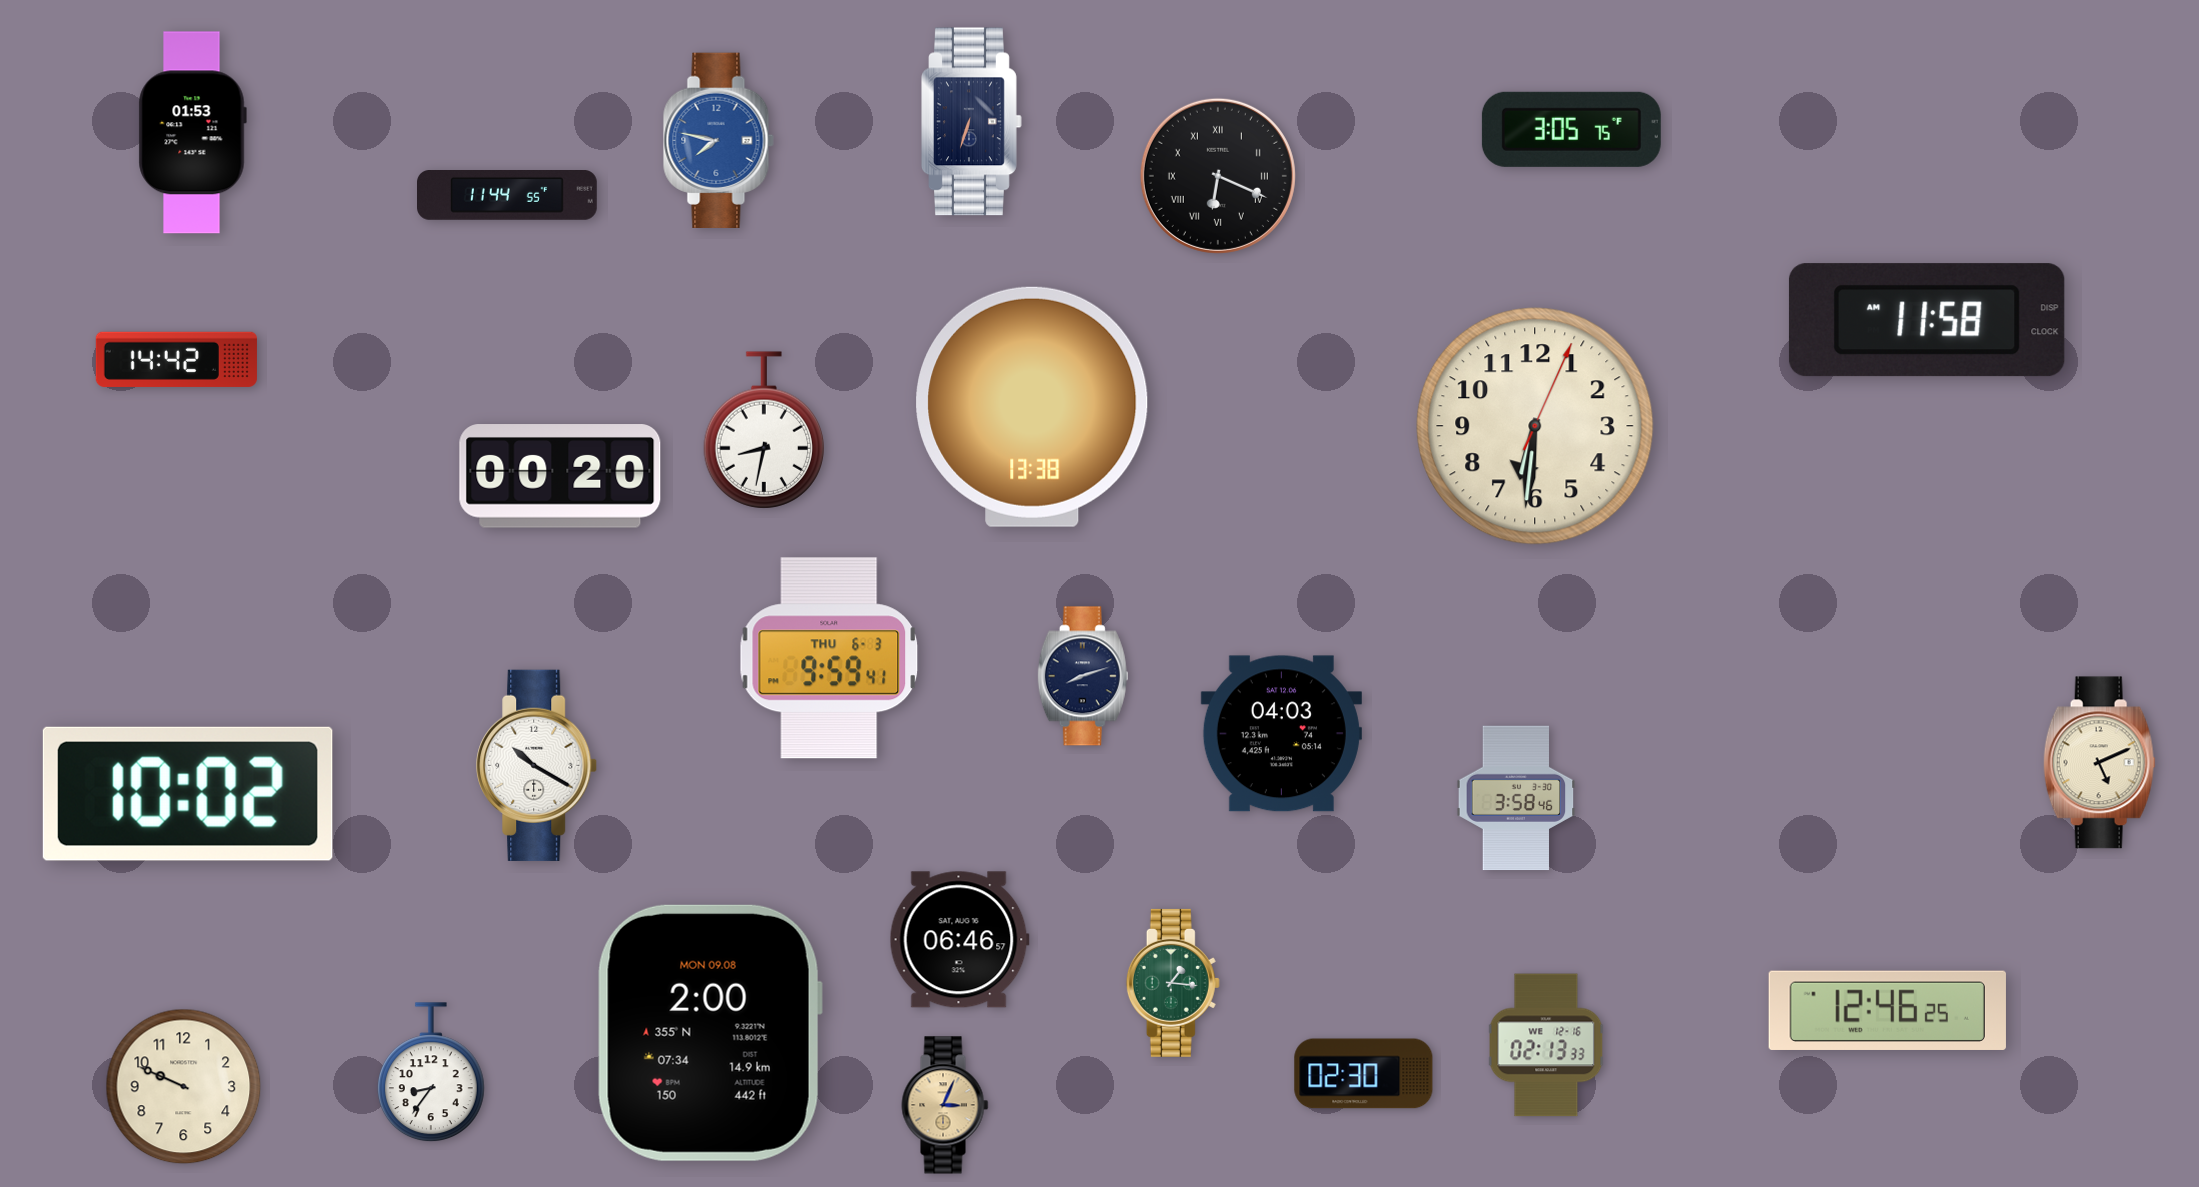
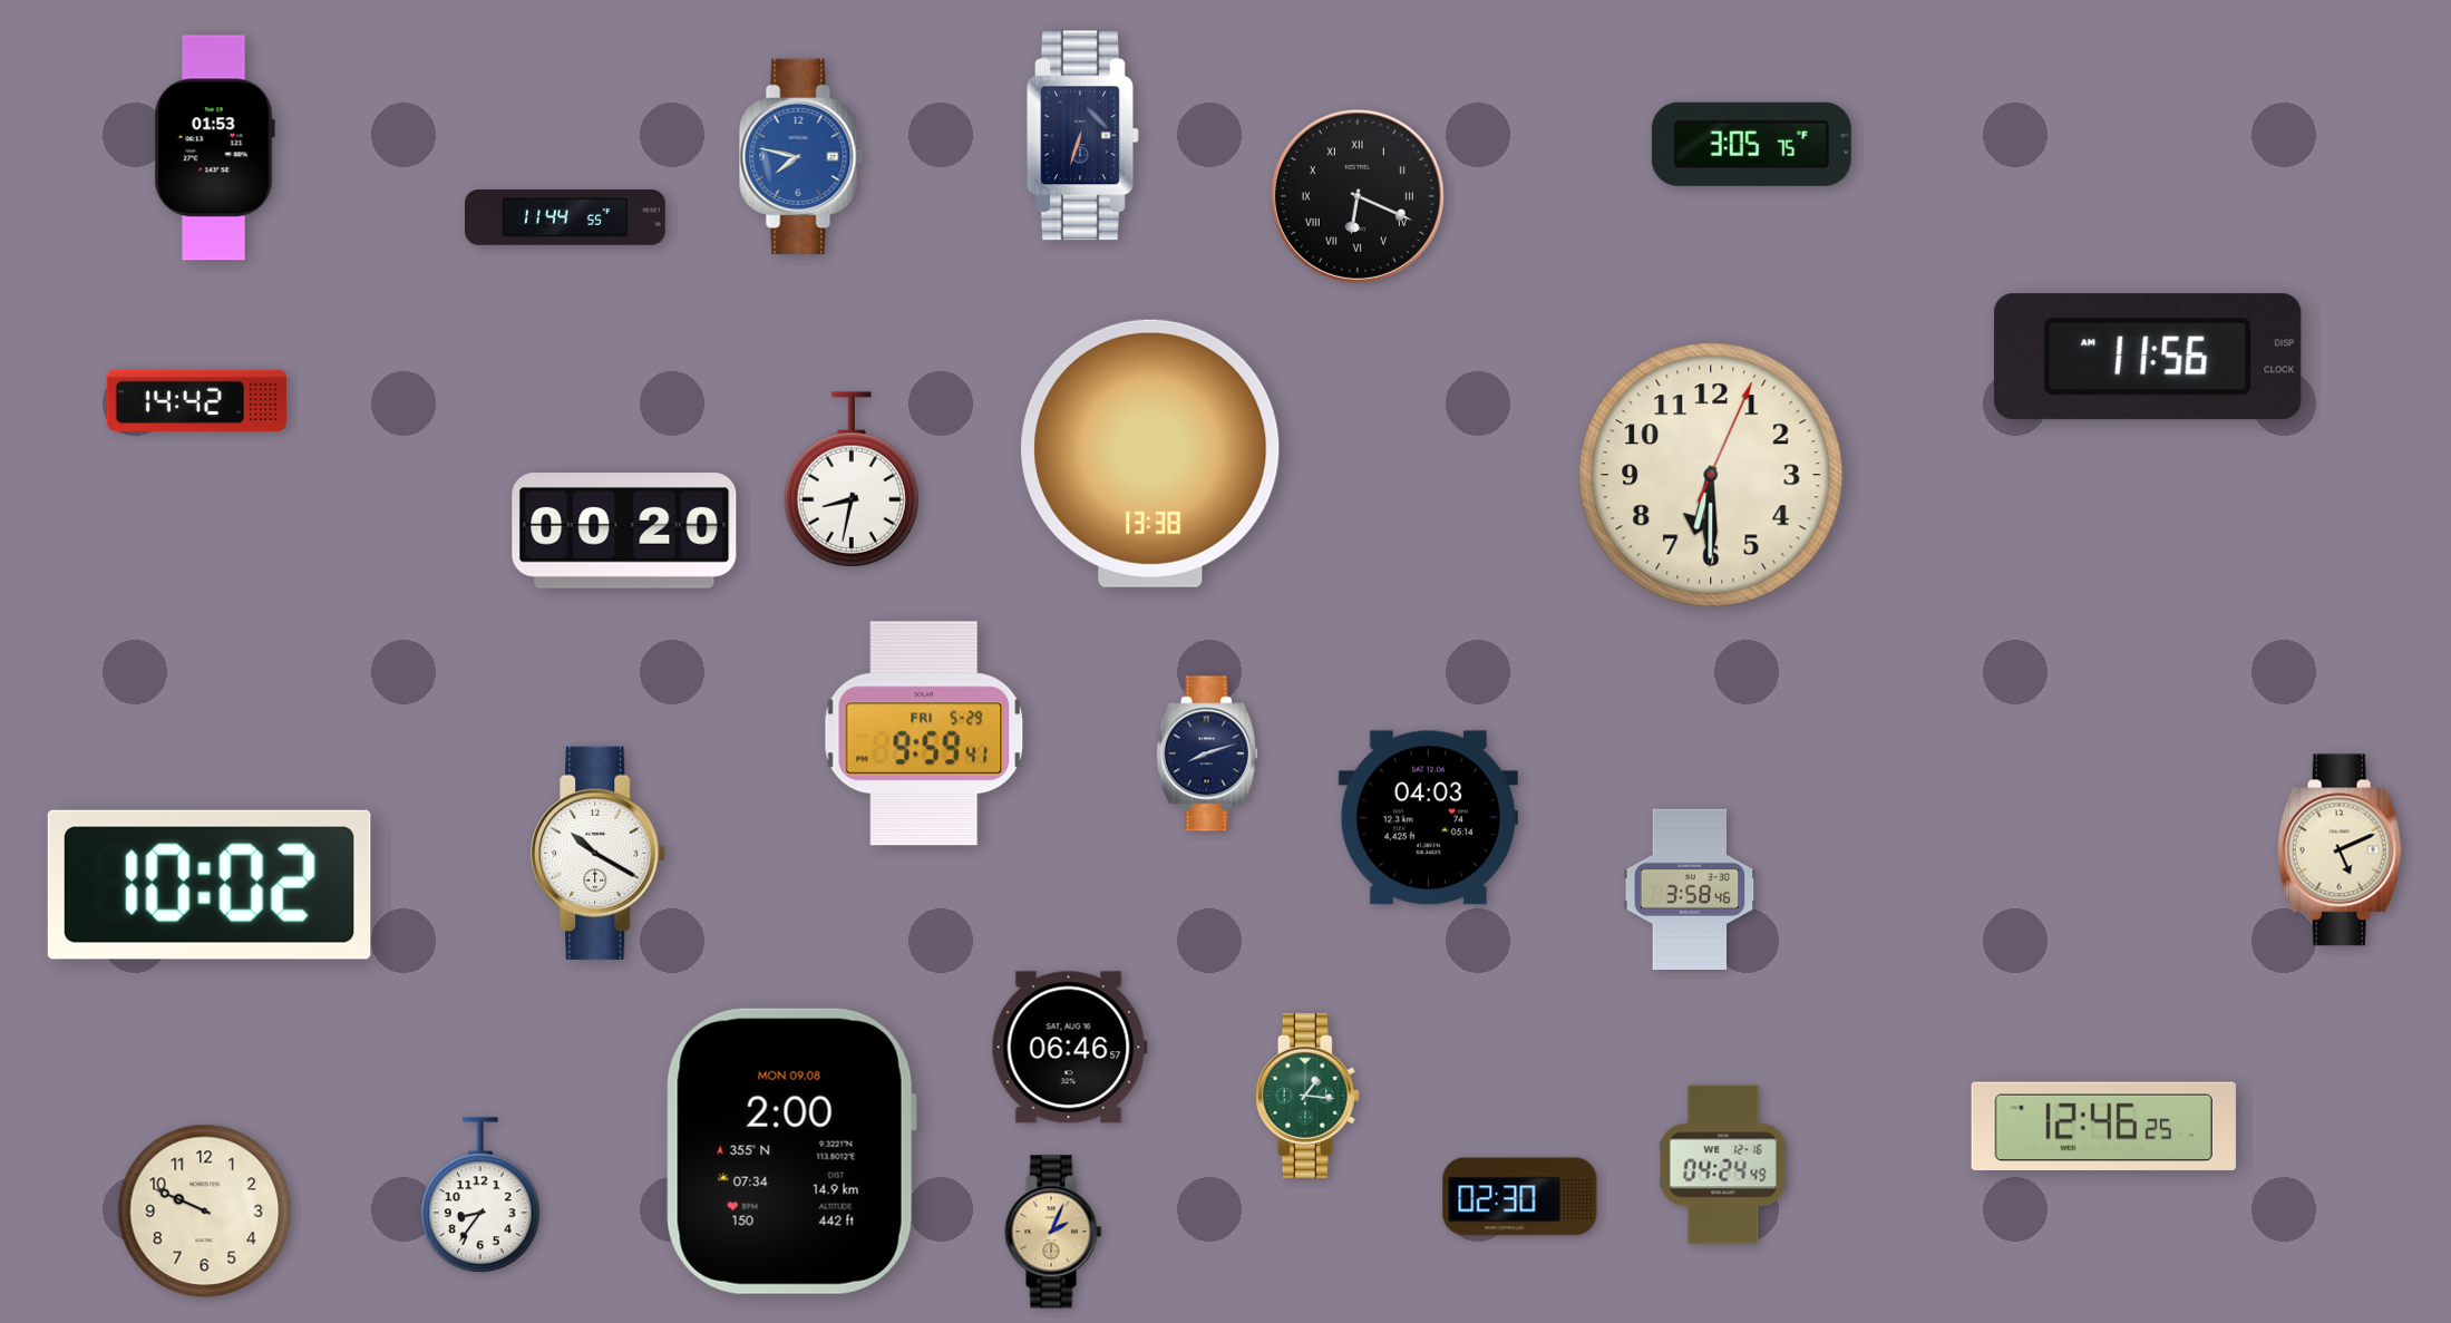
clock at (1927, 320): 11:58 -> 11:56
clock at (1535, 426): 6:31 -> 6:30
clock at (829, 658) date: THU 6-3 -> FRI 5-29
clock at (1546, 1045): 02:13 -> 04:24
clock at (945, 1105): 3:04 -> 2:04
